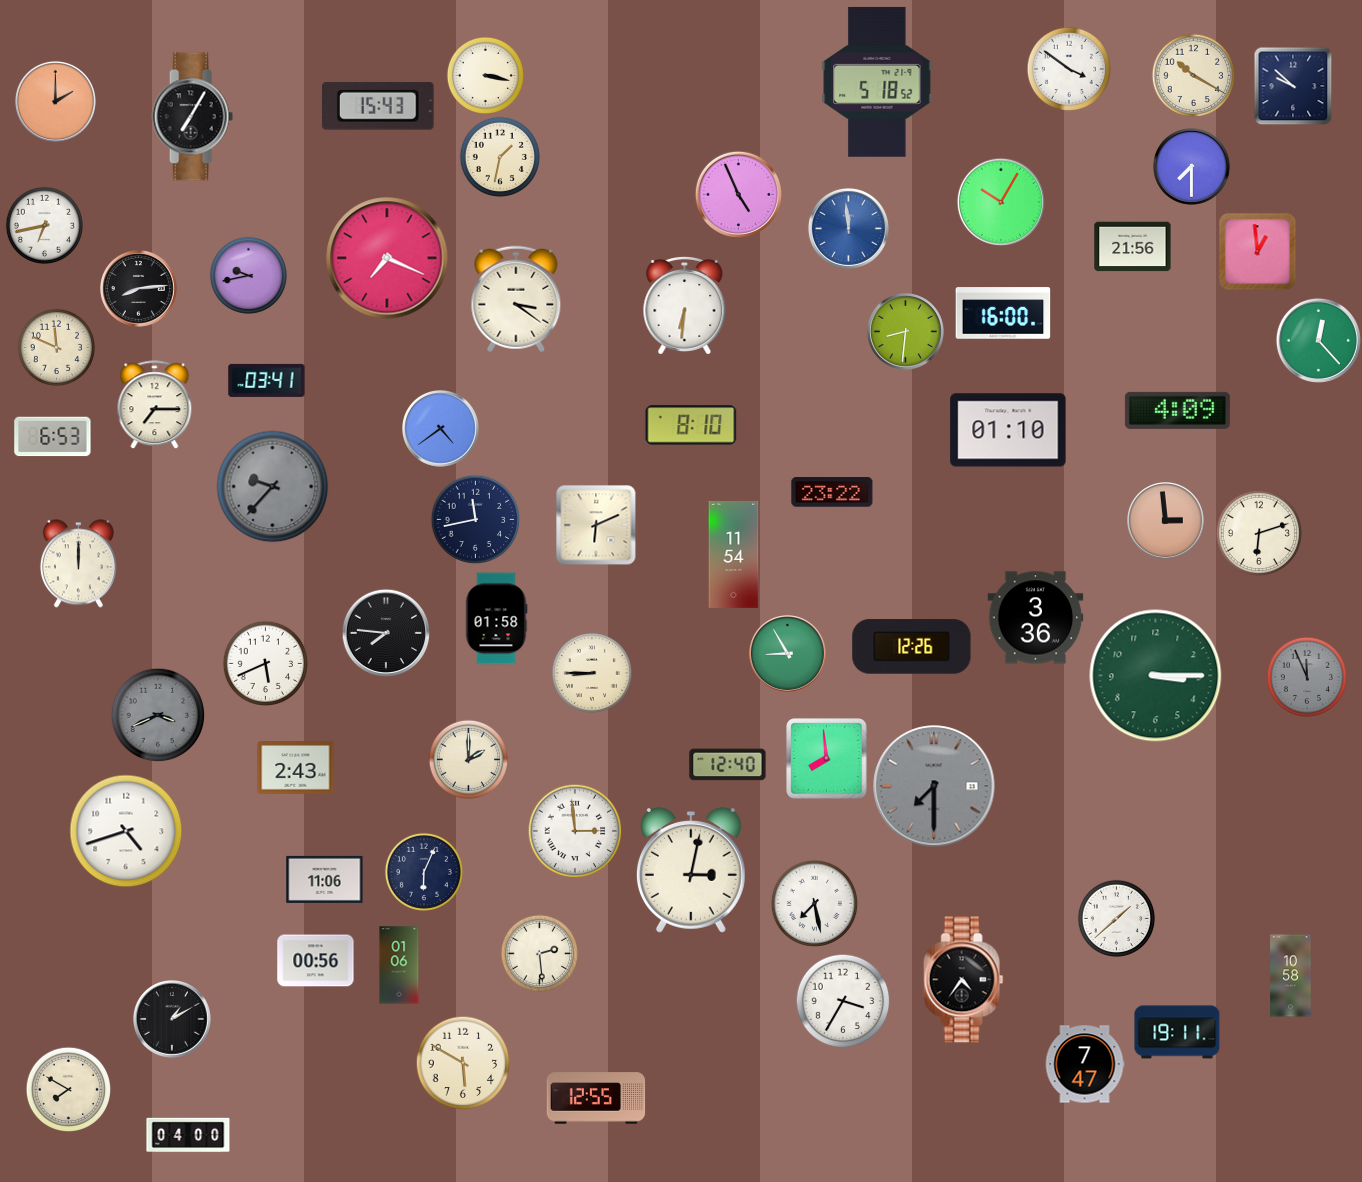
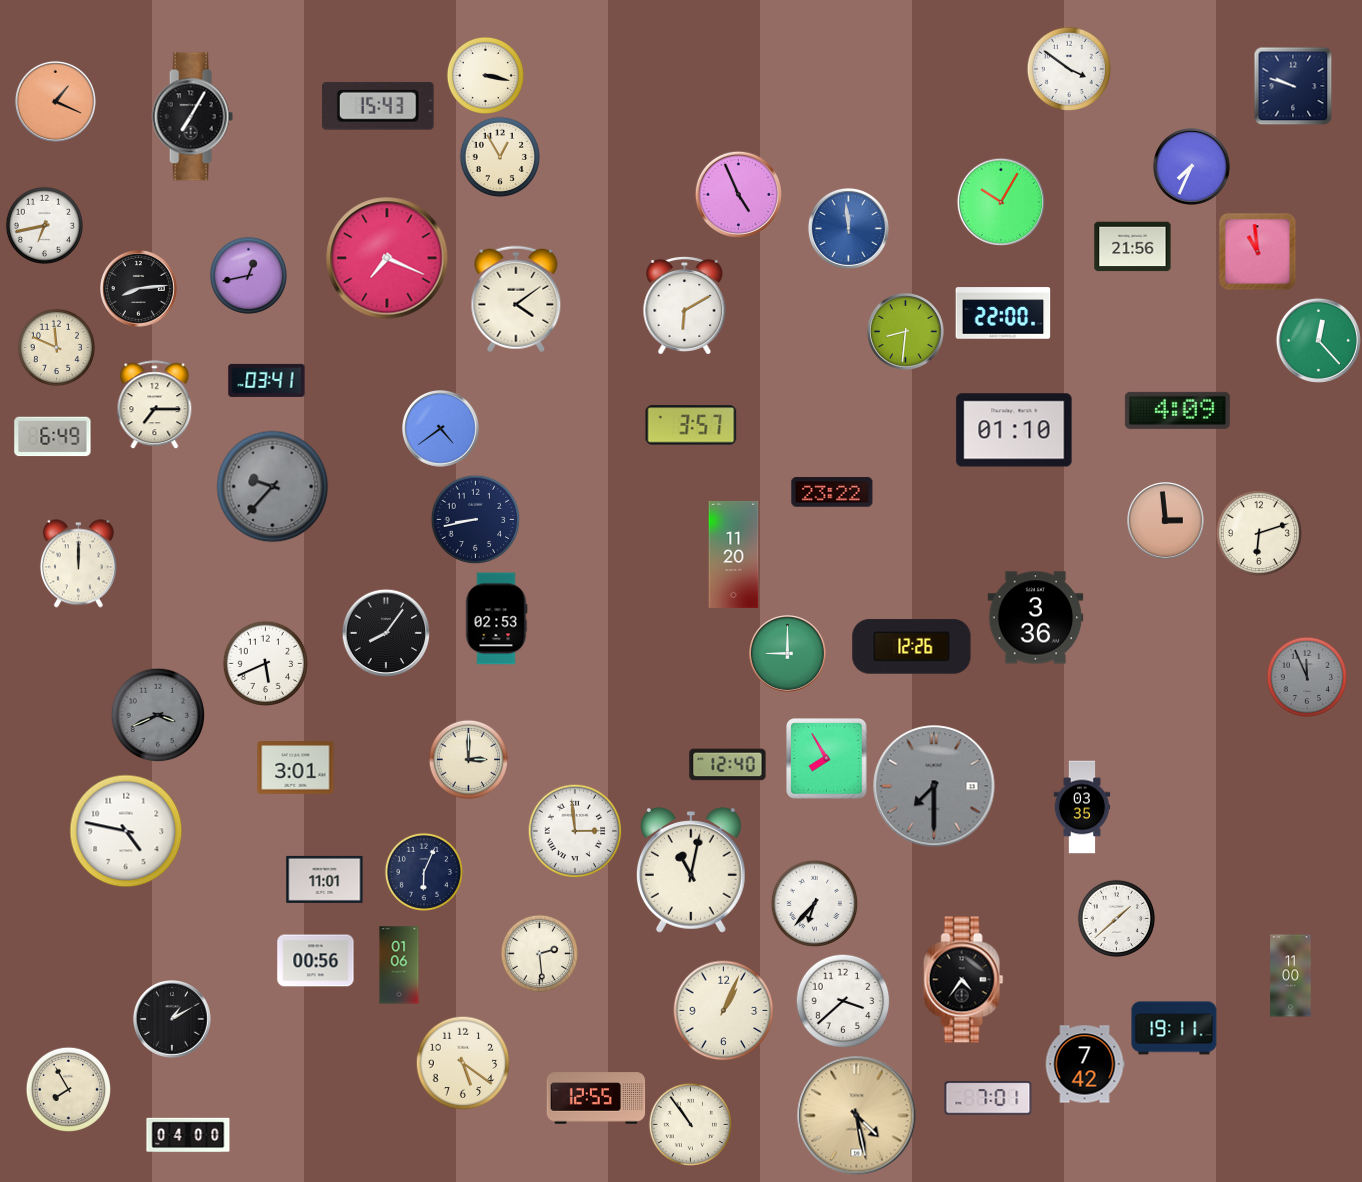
clock at (1193, 75): 10:20 -> none
clock at (877, 82): 5:18 -> none
clock at (1293, 86): 9:52 -> 9:48
clock at (55, 101): 2:00 -> 1:19
clock at (499, 157): 1:32 -> 12:55
clock at (1192, 167): 7:30 -> 7:34
clock at (1257, 251): 12:59 -> 10:59
clock at (248, 275): 9:43 -> 12:43
clock at (516, 299): 3:21 -> 4:09
clock at (685, 305): 6:31 -> 6:10
clock at (1003, 313): 16:00 -> 22:00
clock at (691, 425): 8:10 -> 3:57
clock at (1008, 430) position: (1008, 430) -> (1014, 430)
clock at (53, 437): 6:53 -> 6:49
clock at (475, 519): 11:43 -> 8:43
clock at (596, 525): 6:11 -> none
clock at (734, 554): 11:54 -> 11:20
clock at (496, 619): 01:58 -> 02:53
clock at (385, 632): 7:46 -> 8:06
clock at (788, 654): 8:55 -> 9:00
clock at (591, 673): 8:45 -> none
clock at (1156, 676): 3:15 -> none
clock at (468, 759): 2:00 -> 3:00
clock at (827, 759): 7:59 -> 7:55
clock at (296, 768): 2:43 -> 3:01
clock at (1082, 807): none -> 03:35
clock at (126, 831): 4:42 -> 4:47
clock at (691, 871): 3:02 -> 11:02
clock at (325, 879): 11:06 -> 11:01
clock at (814, 903): 7:28 -> 6:37
clock at (1291, 976): 10:58 -> 11:00
clock at (843, 1001): 3:35 -> 3:38
clock at (724, 1011): none -> 1:04
clock at (1177, 1032) position: (1177, 1032) -> (1174, 1028)
clock at (463, 1063): 5:50 -> 5:21
clock at (1085, 1064): 7:47 -> 7:42
clock at (68, 1089): 7:50 -> 7:55
clock at (988, 1098): none -> 7:01
clock at (857, 1116): none -> 4:28
clock at (690, 1124): none -> 10:54
